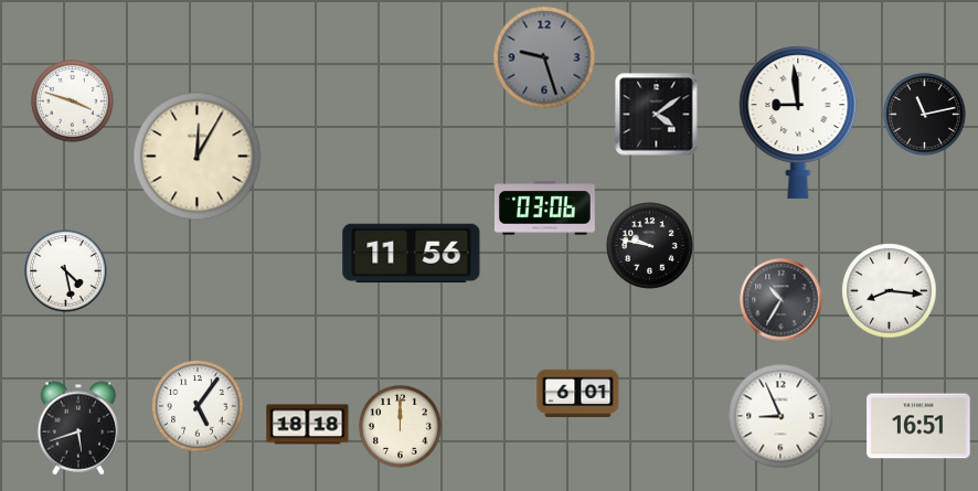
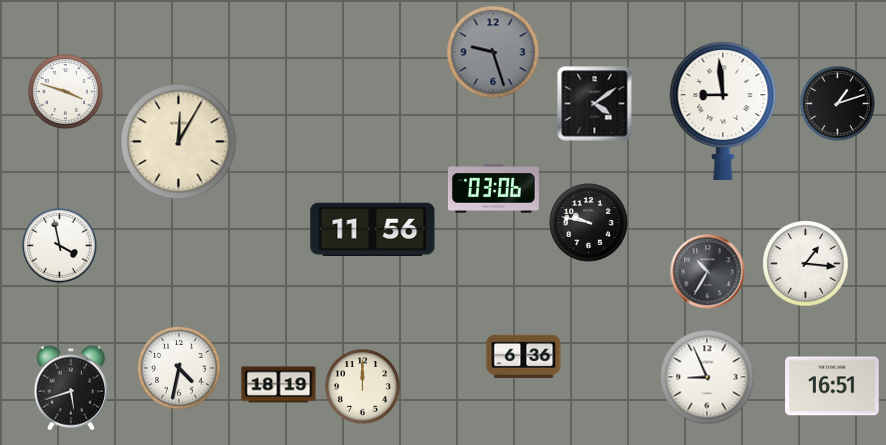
clock at (925, 115): 11:13 -> 1:12
clock at (66, 271): 4:28 -> 3:58
clock at (890, 291): 8:16 -> 1:16
clock at (578, 394): 6:01 -> 6:36
clock at (198, 406): 5:06 -> 4:32
clock at (308, 425): 18:18 -> 18:19
